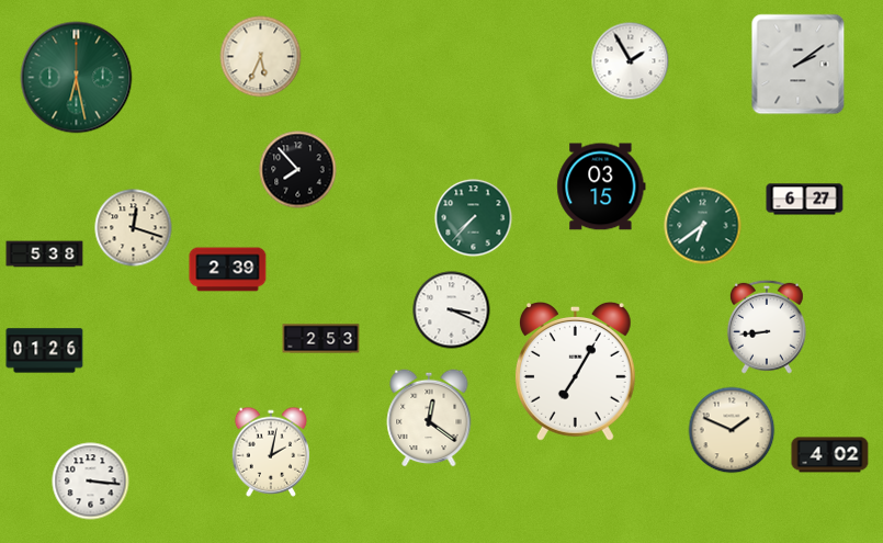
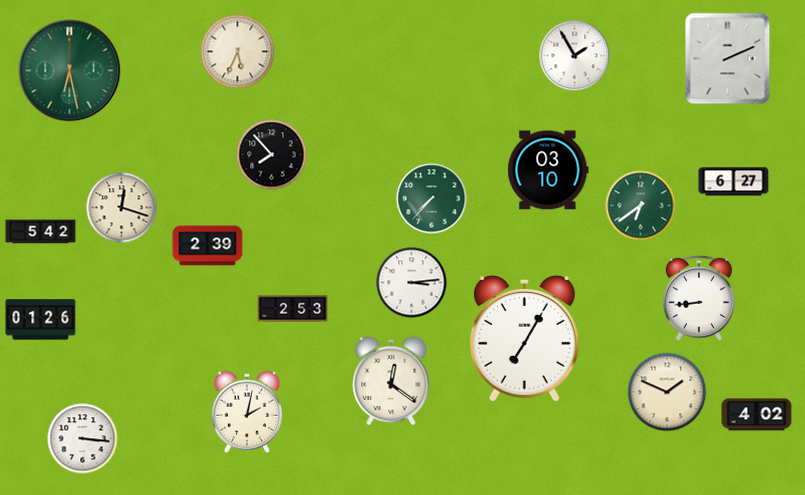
clock at (799, 65): 2:09 -> 2:11
clock at (601, 186): 03:15 -> 03:10
clock at (45, 254): 5:38 -> 5:42
clock at (452, 310): 3:19 -> 3:14
